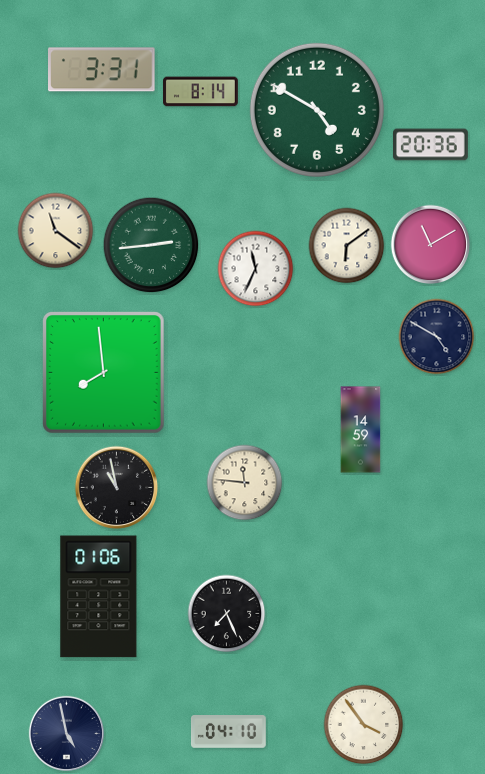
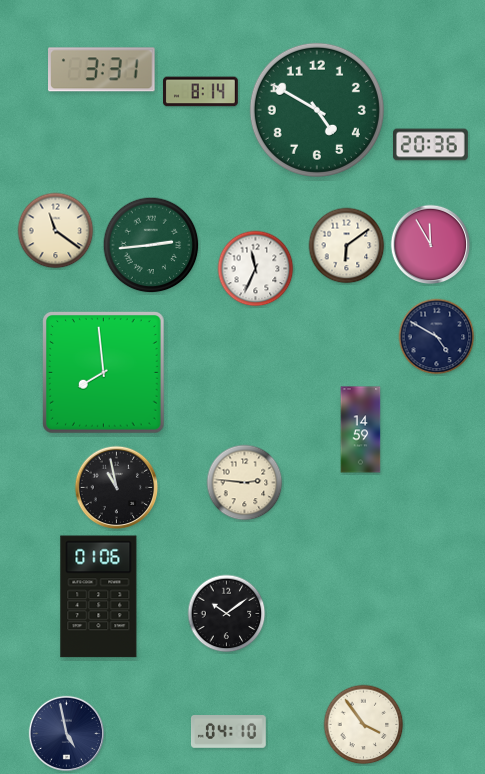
clock at (431, 245): 11:10 -> 11:55
clock at (245, 483): 11:46 -> 2:46
clock at (227, 614): 7:26 -> 10:09
